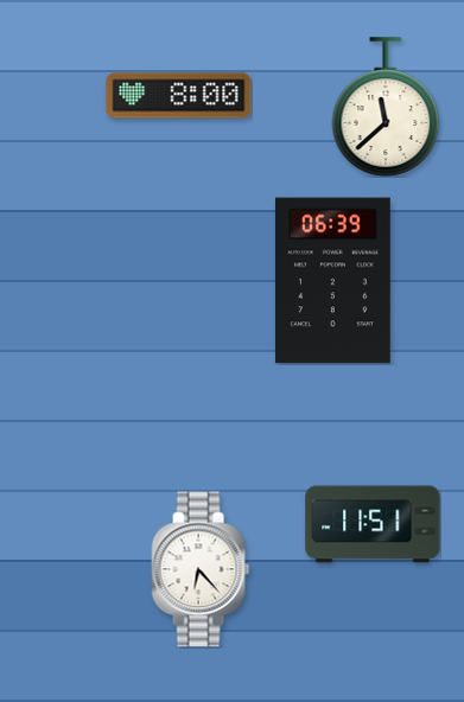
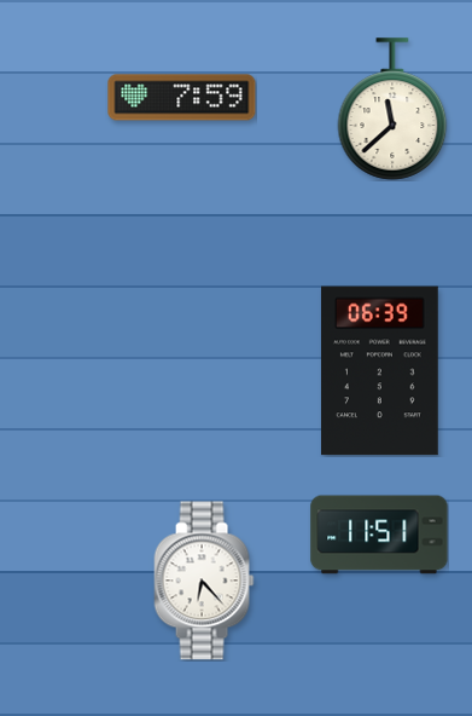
clock at (179, 96): 8:00 -> 7:59
clock at (333, 281) position: (333, 281) -> (380, 371)
